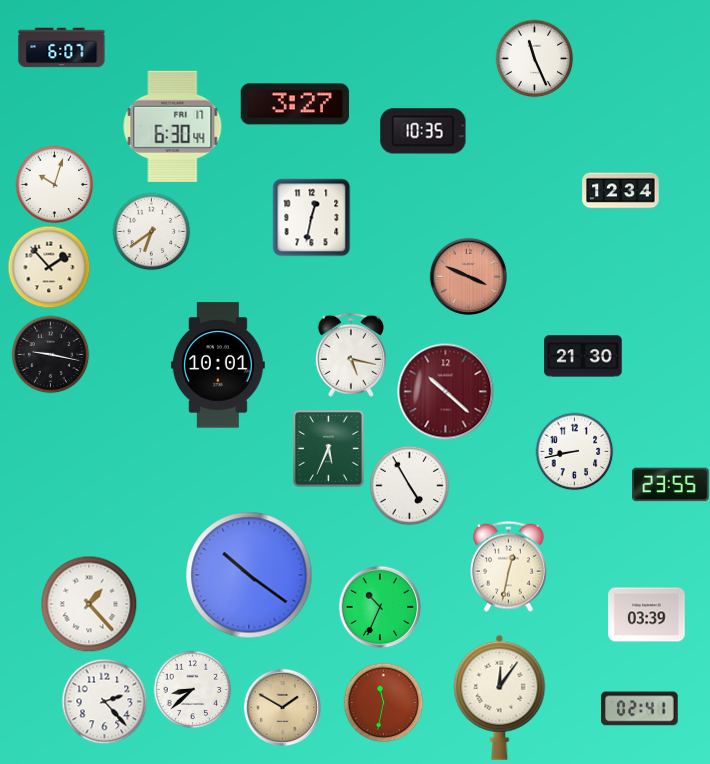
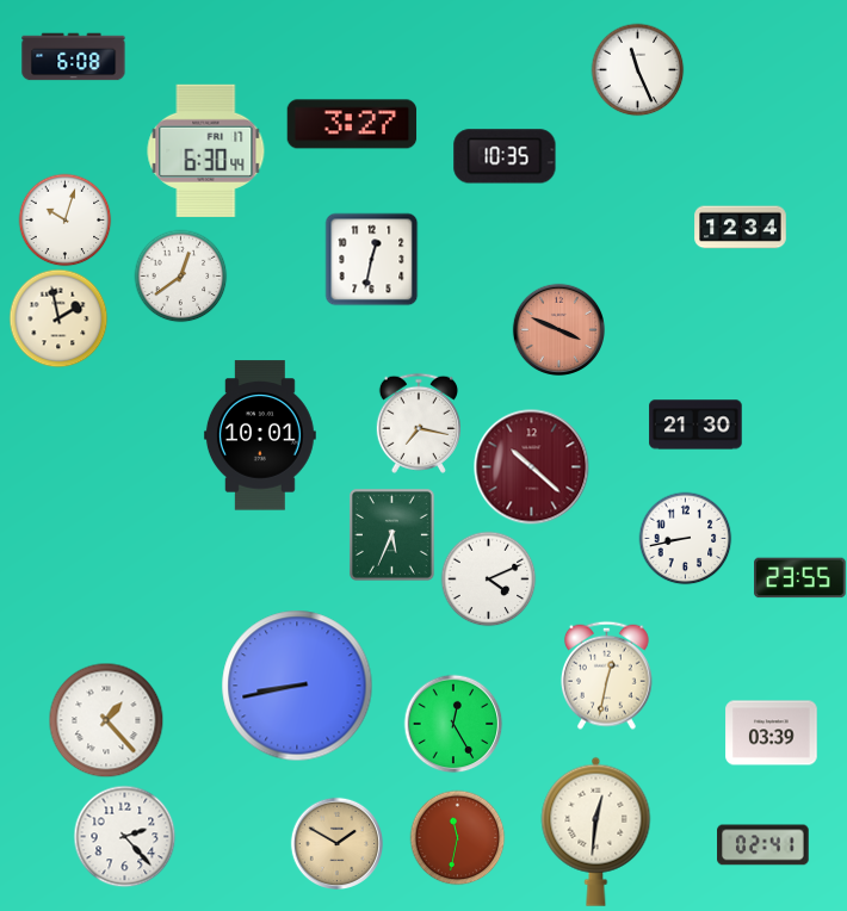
clock at (62, 48): 6:07 -> 6:08
clock at (151, 231): 6:39 -> 12:39
clock at (49, 267): 1:53 -> 1:58
clock at (50, 354): 9:17 -> none
clock at (351, 355): 5:17 -> 7:17
clock at (409, 485): 4:55 -> 4:11
clock at (249, 575): 10:21 -> 8:43
clock at (380, 607): 10:34 -> 12:25
clock at (192, 689): 8:38 -> none
clock at (500, 697): 12:06 -> 12:31
